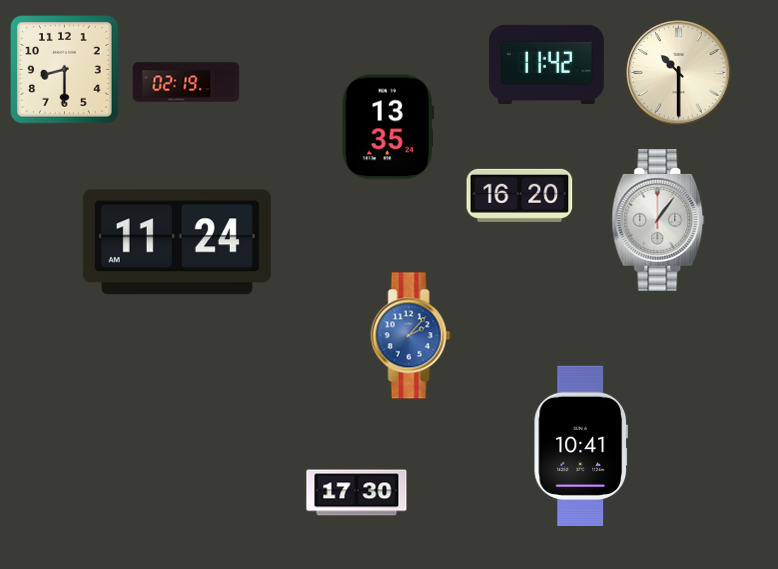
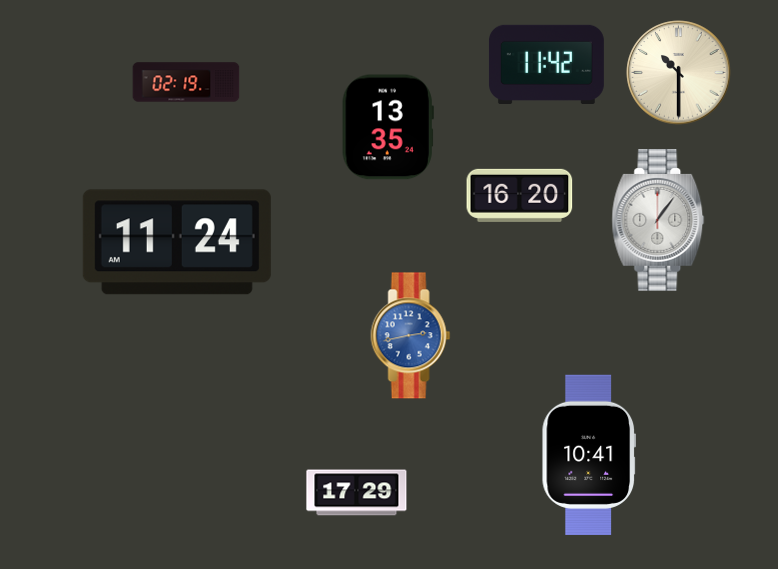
clock at (65, 70): 8:30 -> none
clock at (411, 336): 2:07 -> 2:43
clock at (580, 445) position: (580, 445) -> (588, 454)
clock at (357, 493): 17:30 -> 17:29
